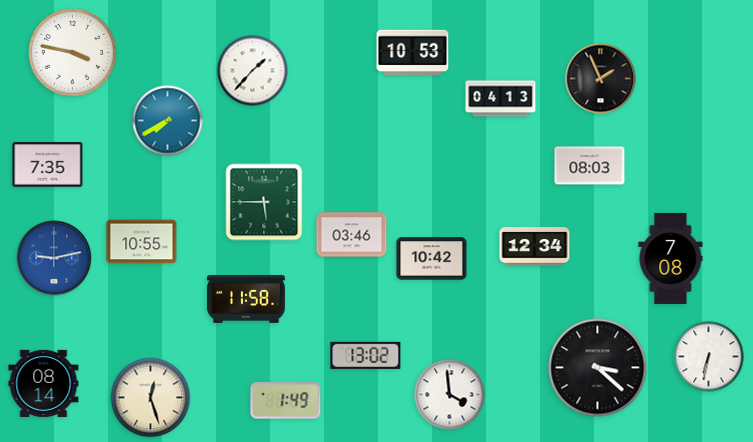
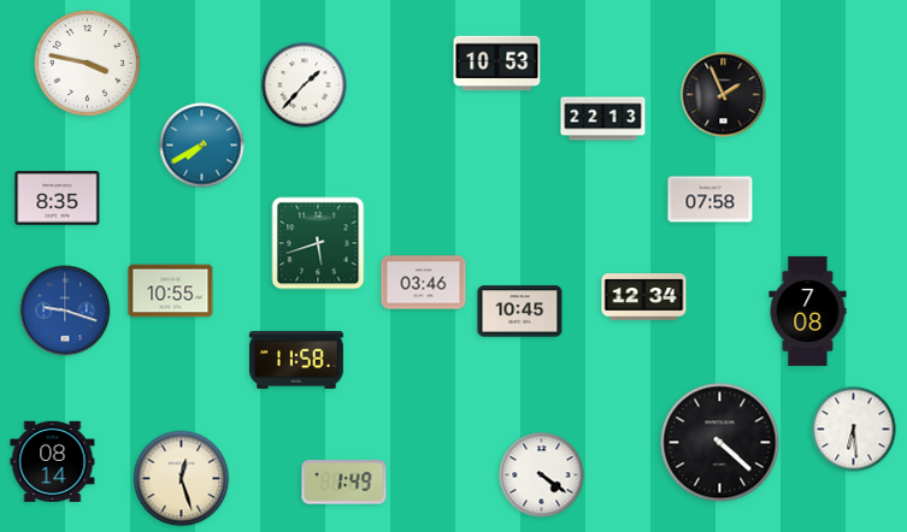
clock at (501, 99): 04:13 -> 22:13
clock at (48, 165): 7:35 -> 8:35
clock at (590, 166): 08:03 -> 07:58
clock at (264, 202): 5:45 -> 5:42
clock at (54, 258): 9:13 -> 9:18
clock at (432, 259): 10:42 -> 10:45
clock at (366, 355): 13:02 -> none
clock at (709, 357): 6:32 -> 6:29
clock at (598, 368): 3:22 -> 4:22
clock at (450, 395): 3:59 -> 4:21
